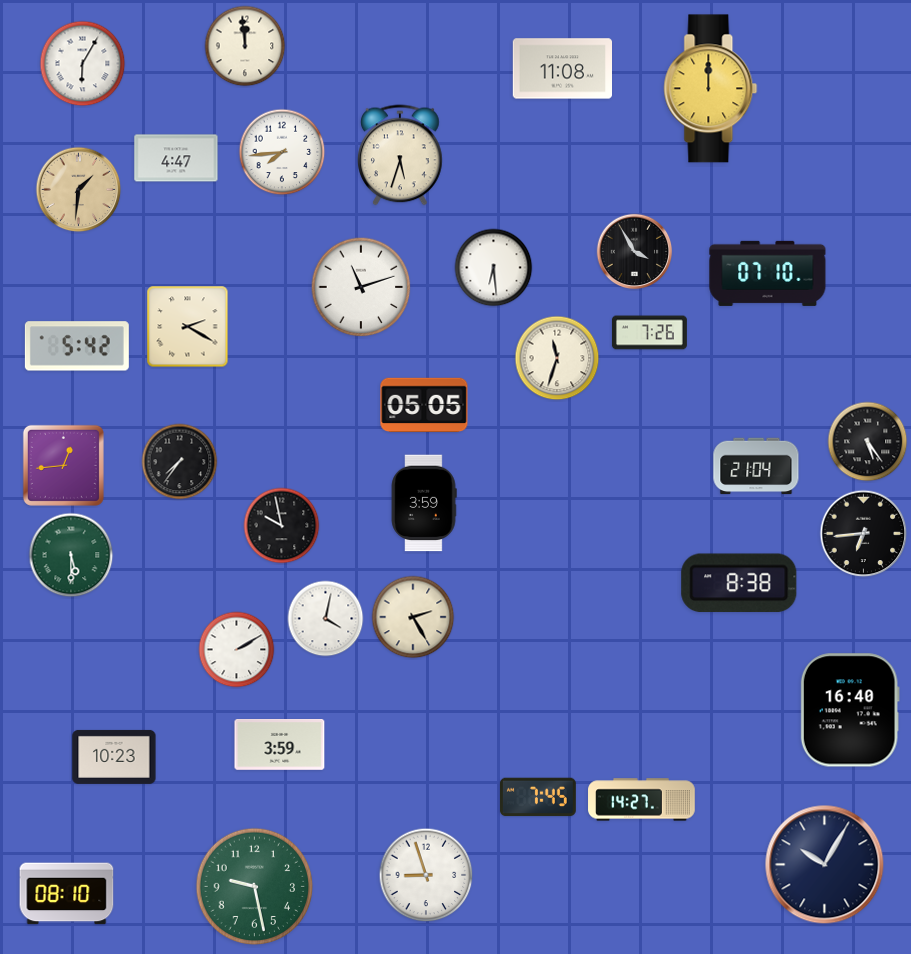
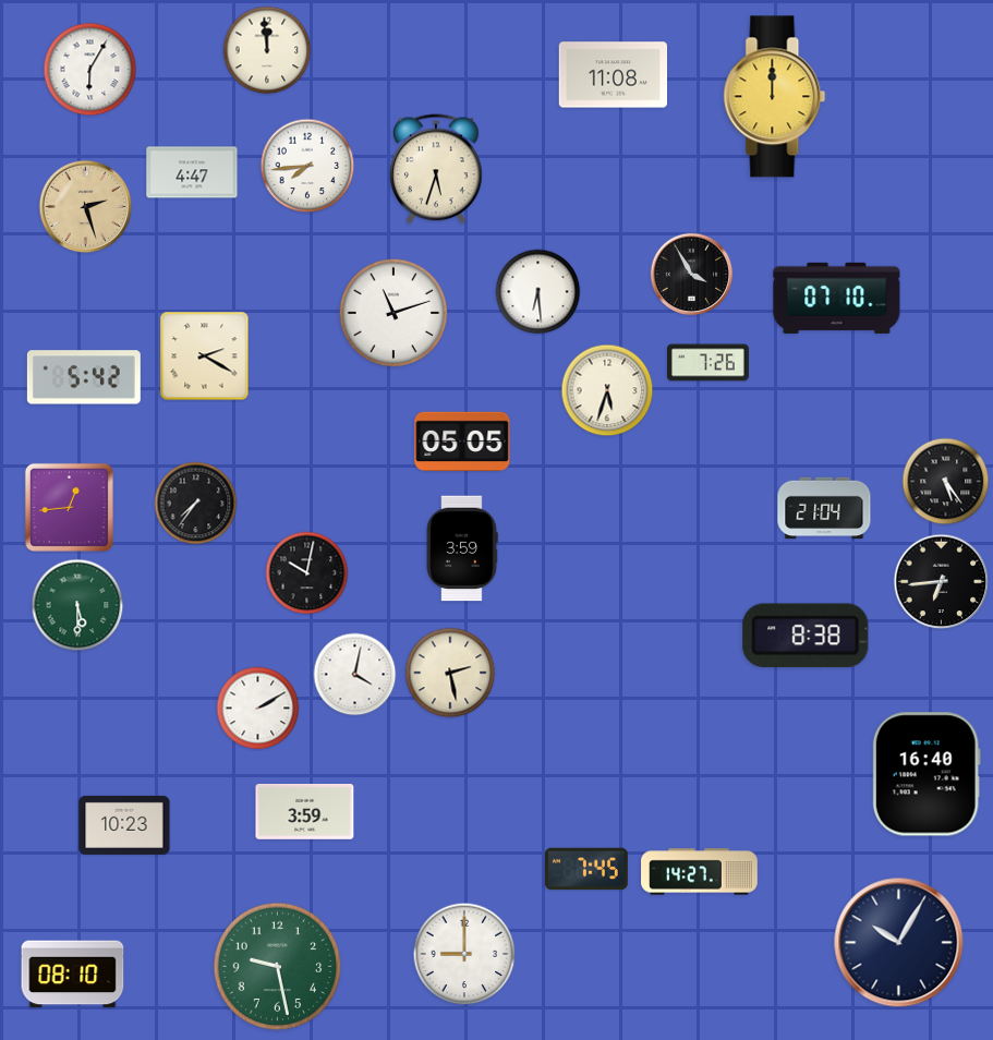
clock at (79, 190): 1:31 -> 2:27
clock at (557, 358): 11:33 -> 5:33
clock at (282, 526): 9:58 -> 10:02
clock at (413, 617): 2:25 -> 2:28
clock at (426, 875): 8:57 -> 9:00
